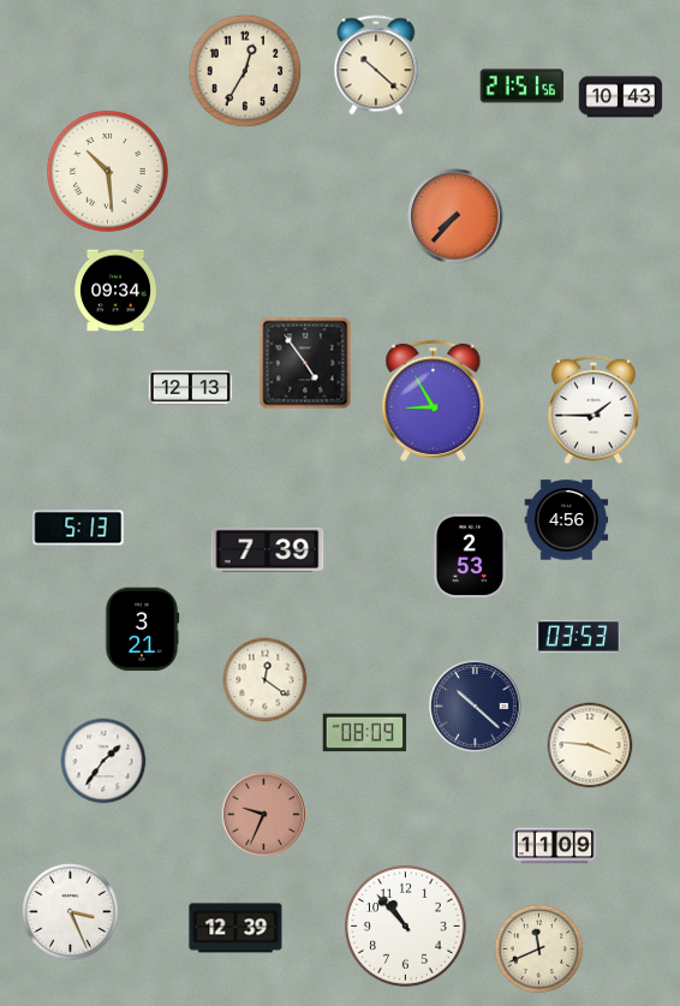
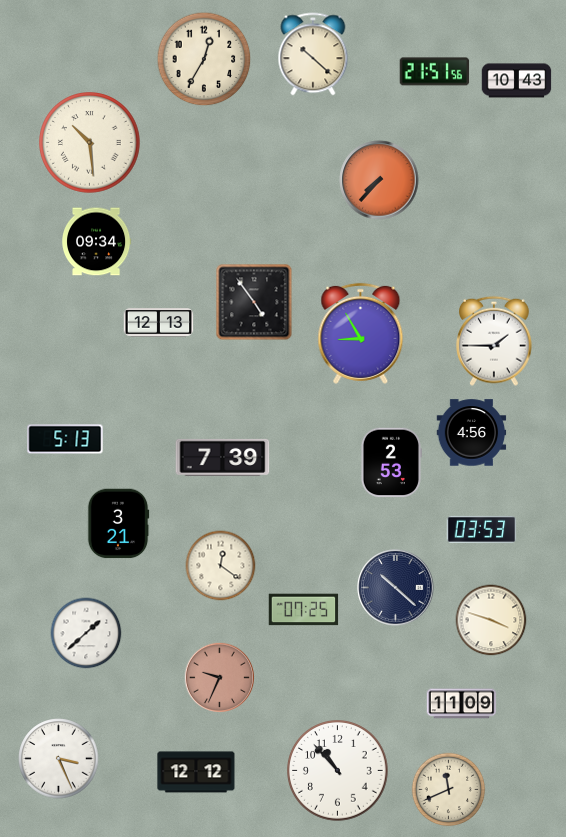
clock at (365, 733): 08:09 -> 07:25
clock at (590, 745): 3:46 -> 3:48
clock at (103, 761): 1:36 -> 1:38
clock at (235, 928): 12:39 -> 12:12
